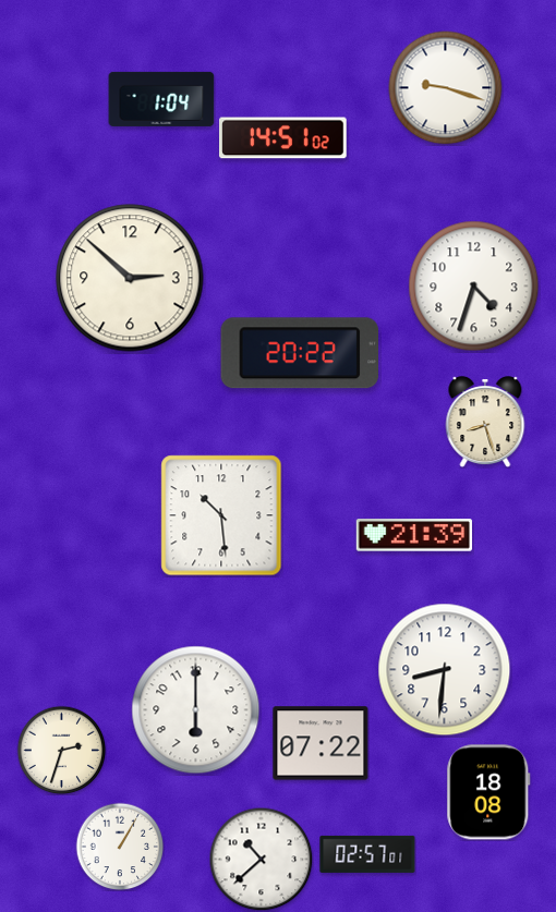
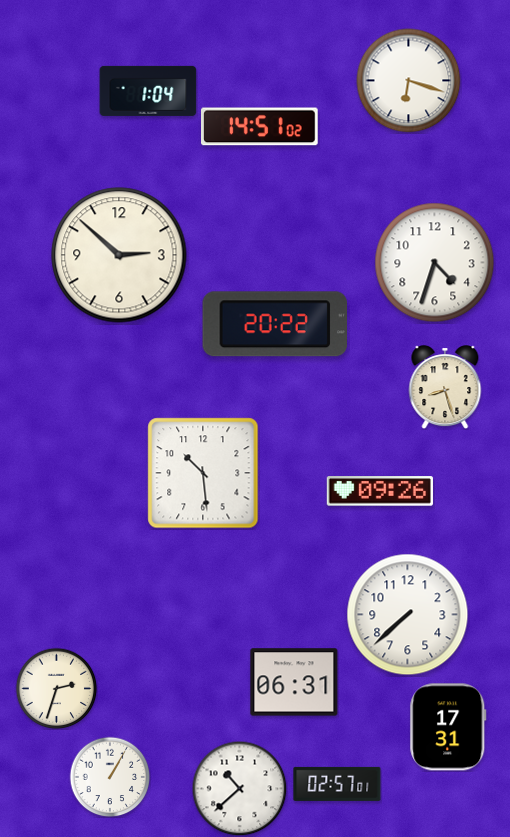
clock at (446, 88): 9:18 -> 6:18
clock at (414, 535): 21:39 -> 09:26
clock at (445, 670): 8:31 -> 7:38
clock at (196, 710): 6:00 -> none
clock at (321, 743): 07:22 -> 06:31
clock at (488, 792): 18:08 -> 17:31
